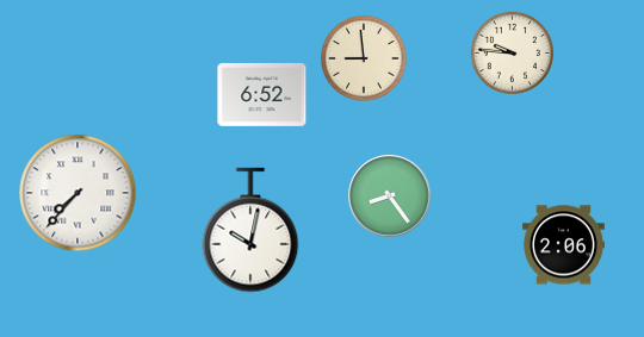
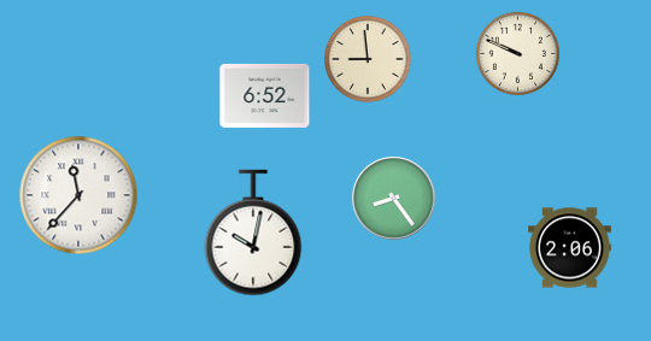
clock at (512, 52): 9:46 -> 9:49
clock at (78, 193): 7:37 -> 11:37
